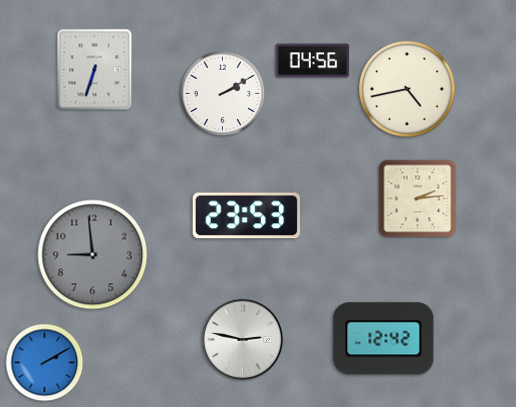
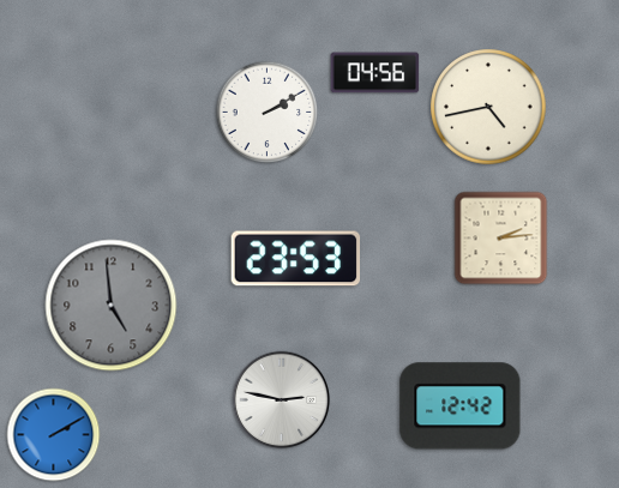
clock at (95, 70): 6:33 -> none
clock at (93, 255): 8:59 -> 4:59
clock at (243, 340) position: (243, 340) -> (282, 400)
